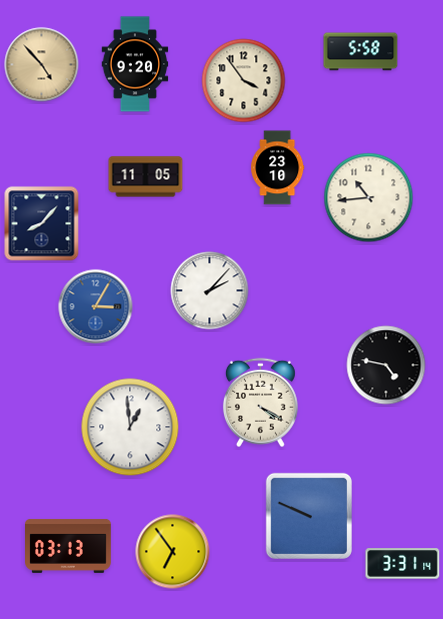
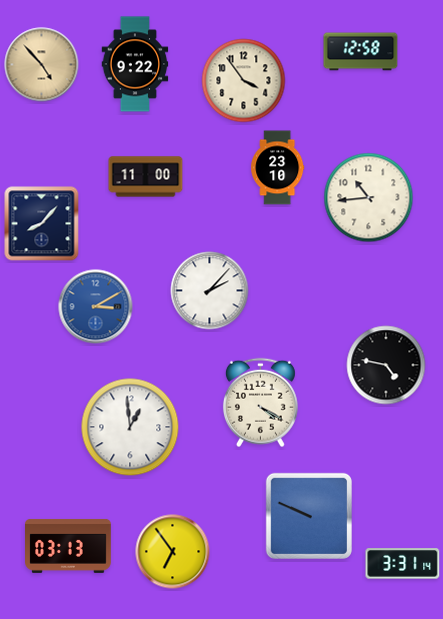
clock at (361, 52): 5:58 -> 12:58
clock at (135, 64): 9:20 -> 9:22
clock at (146, 177): 11:05 -> 11:00
clock at (96, 307): 3:05 -> 3:10
